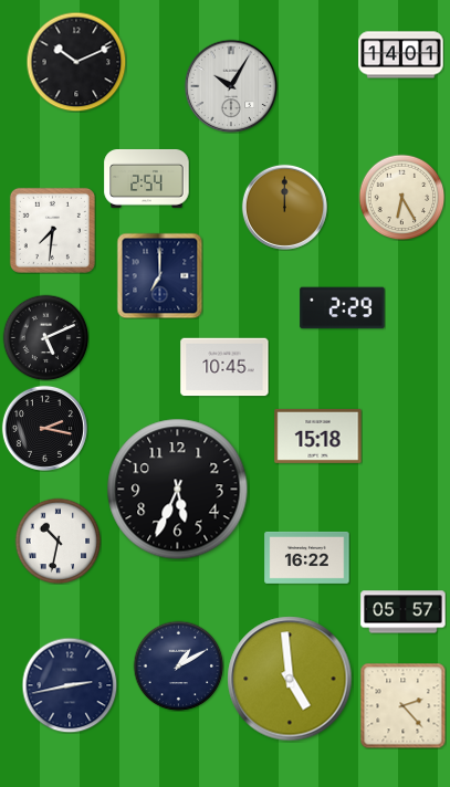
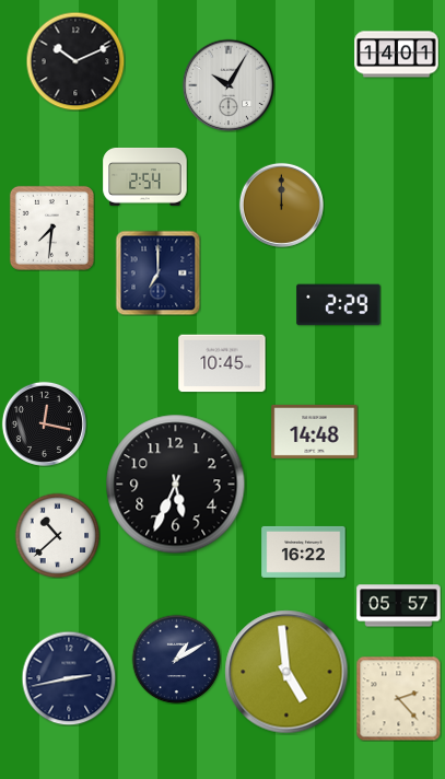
clock at (401, 197): 6:25 -> none
clock at (45, 337): 5:11 -> none
clock at (44, 428): 2:17 -> 12:17
clock at (318, 436): 15:18 -> 14:48
clock at (57, 541): 10:32 -> 10:38
